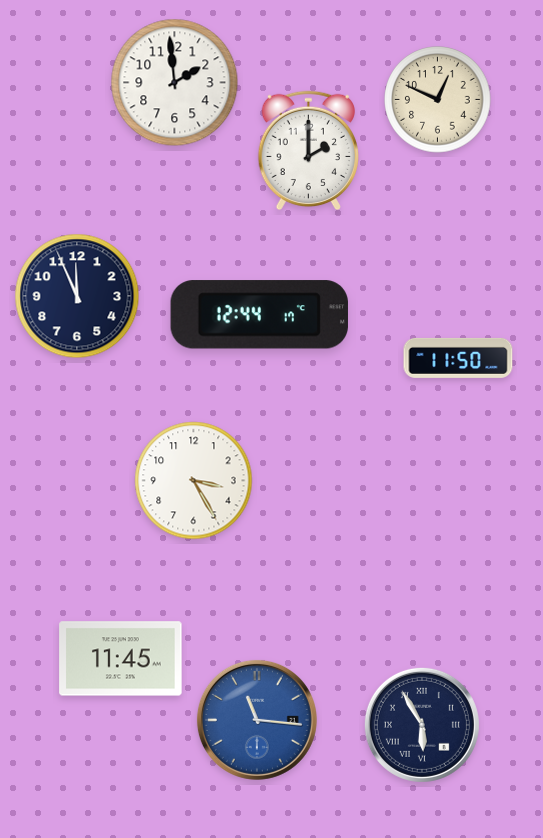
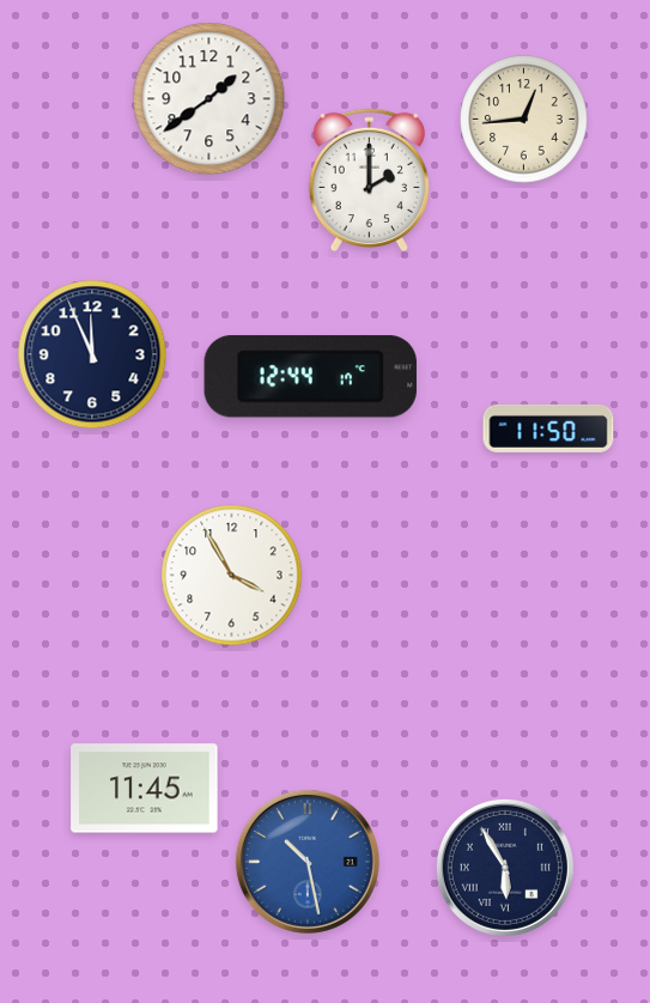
clock at (175, 83): 1:59 -> 1:39
clock at (438, 100): 12:49 -> 12:44
clock at (194, 481): 3:25 -> 3:55
clock at (257, 720): 11:16 -> 10:28
